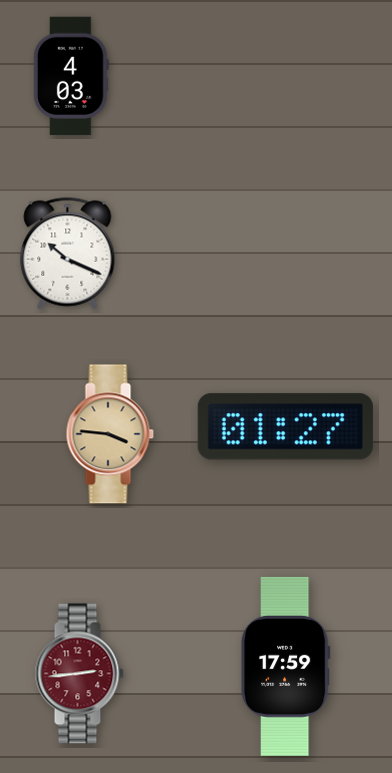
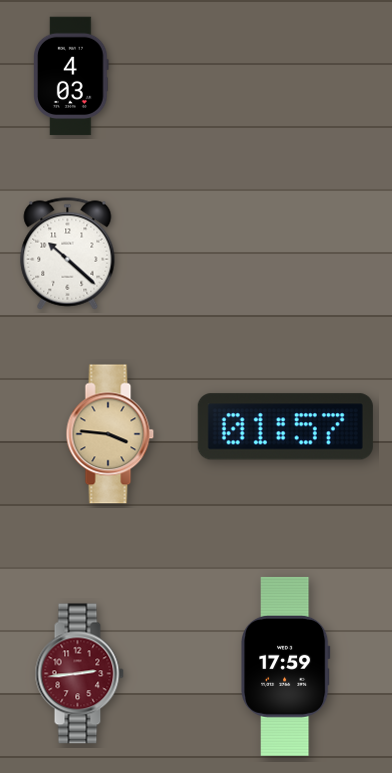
clock at (68, 254): 10:19 -> 10:22
clock at (285, 427): 01:27 -> 01:57
